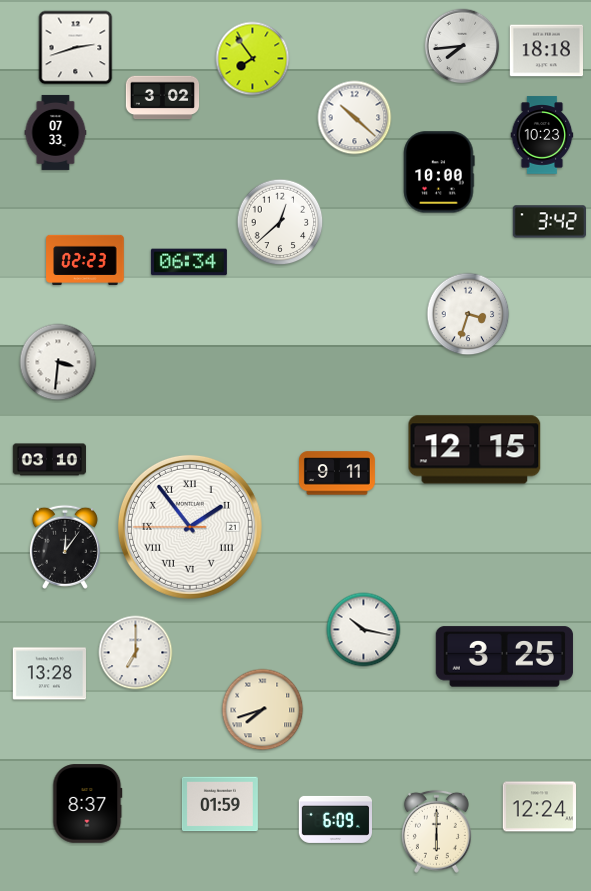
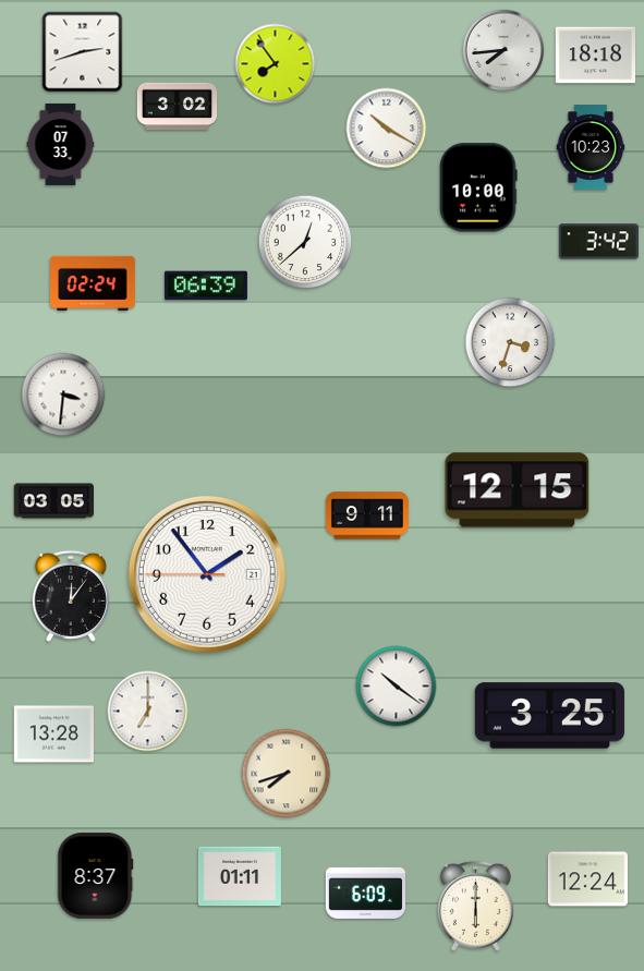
clock at (355, 118): 10:22 -> 10:20
clock at (85, 259): 02:23 -> 02:24
clock at (189, 262): 06:34 -> 06:39
clock at (50, 460): 03:10 -> 03:05
clock at (190, 527) numerals: Roman -> Arabic
clock at (364, 630): 10:17 -> 10:21
clock at (220, 804): 01:59 -> 01:11
